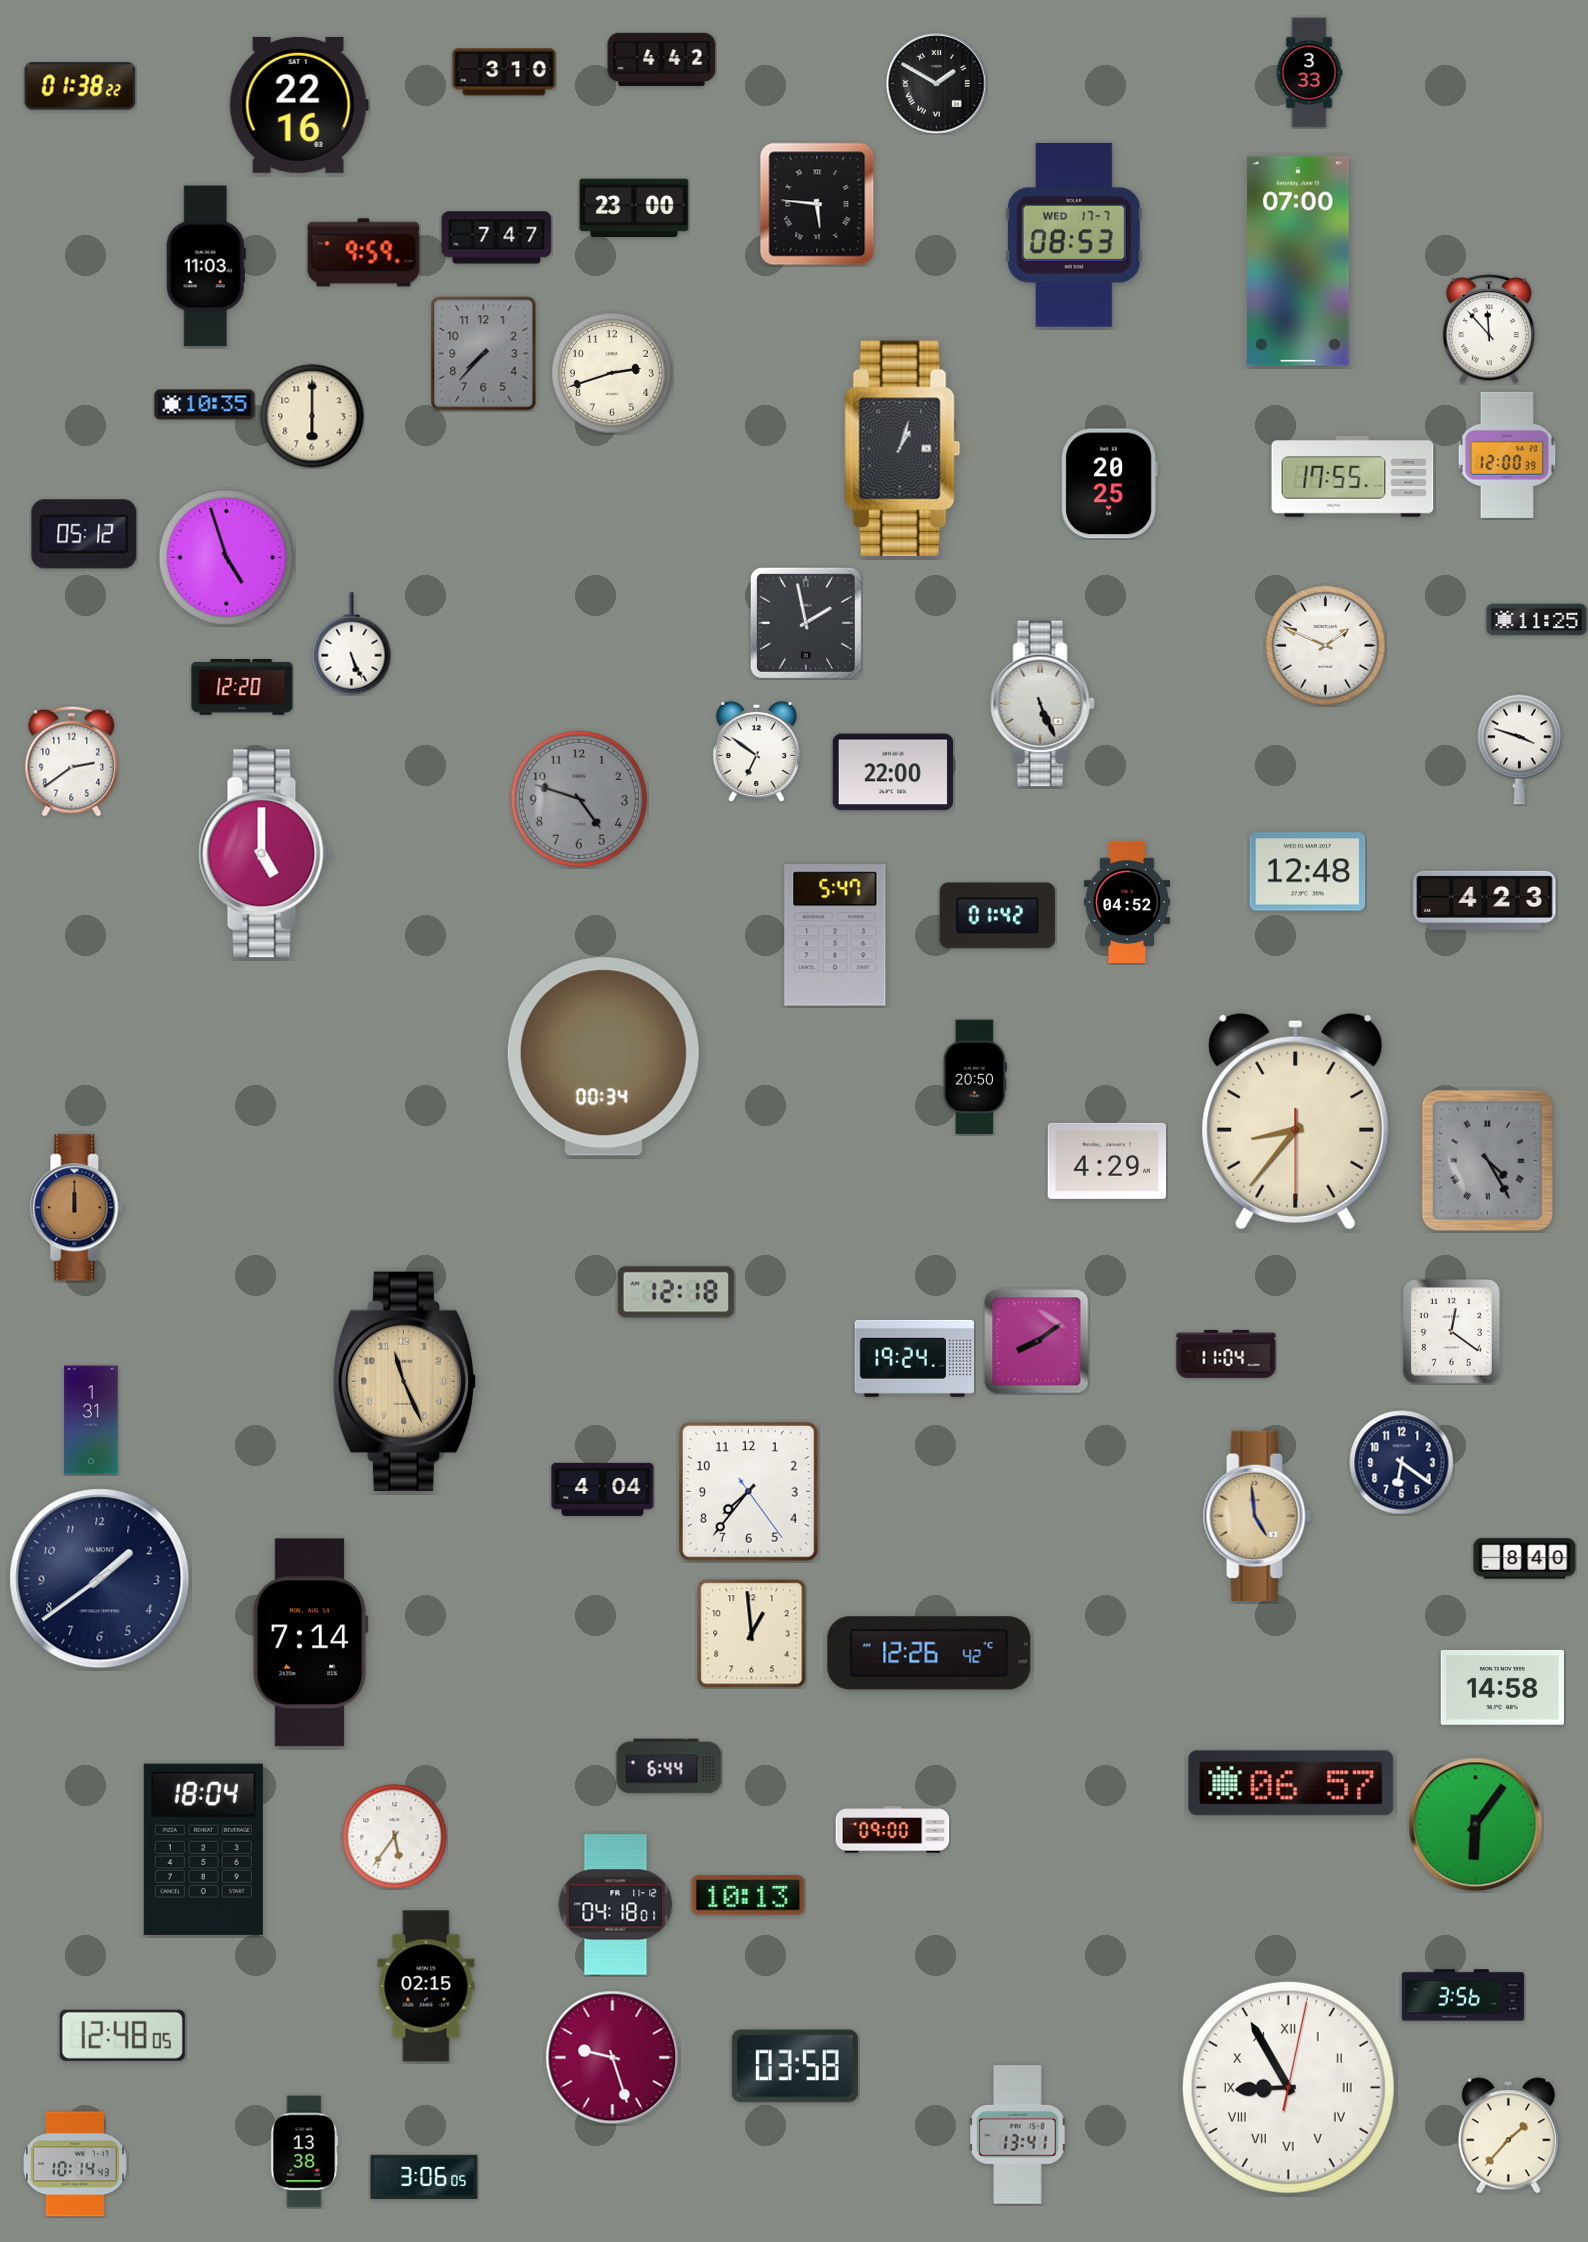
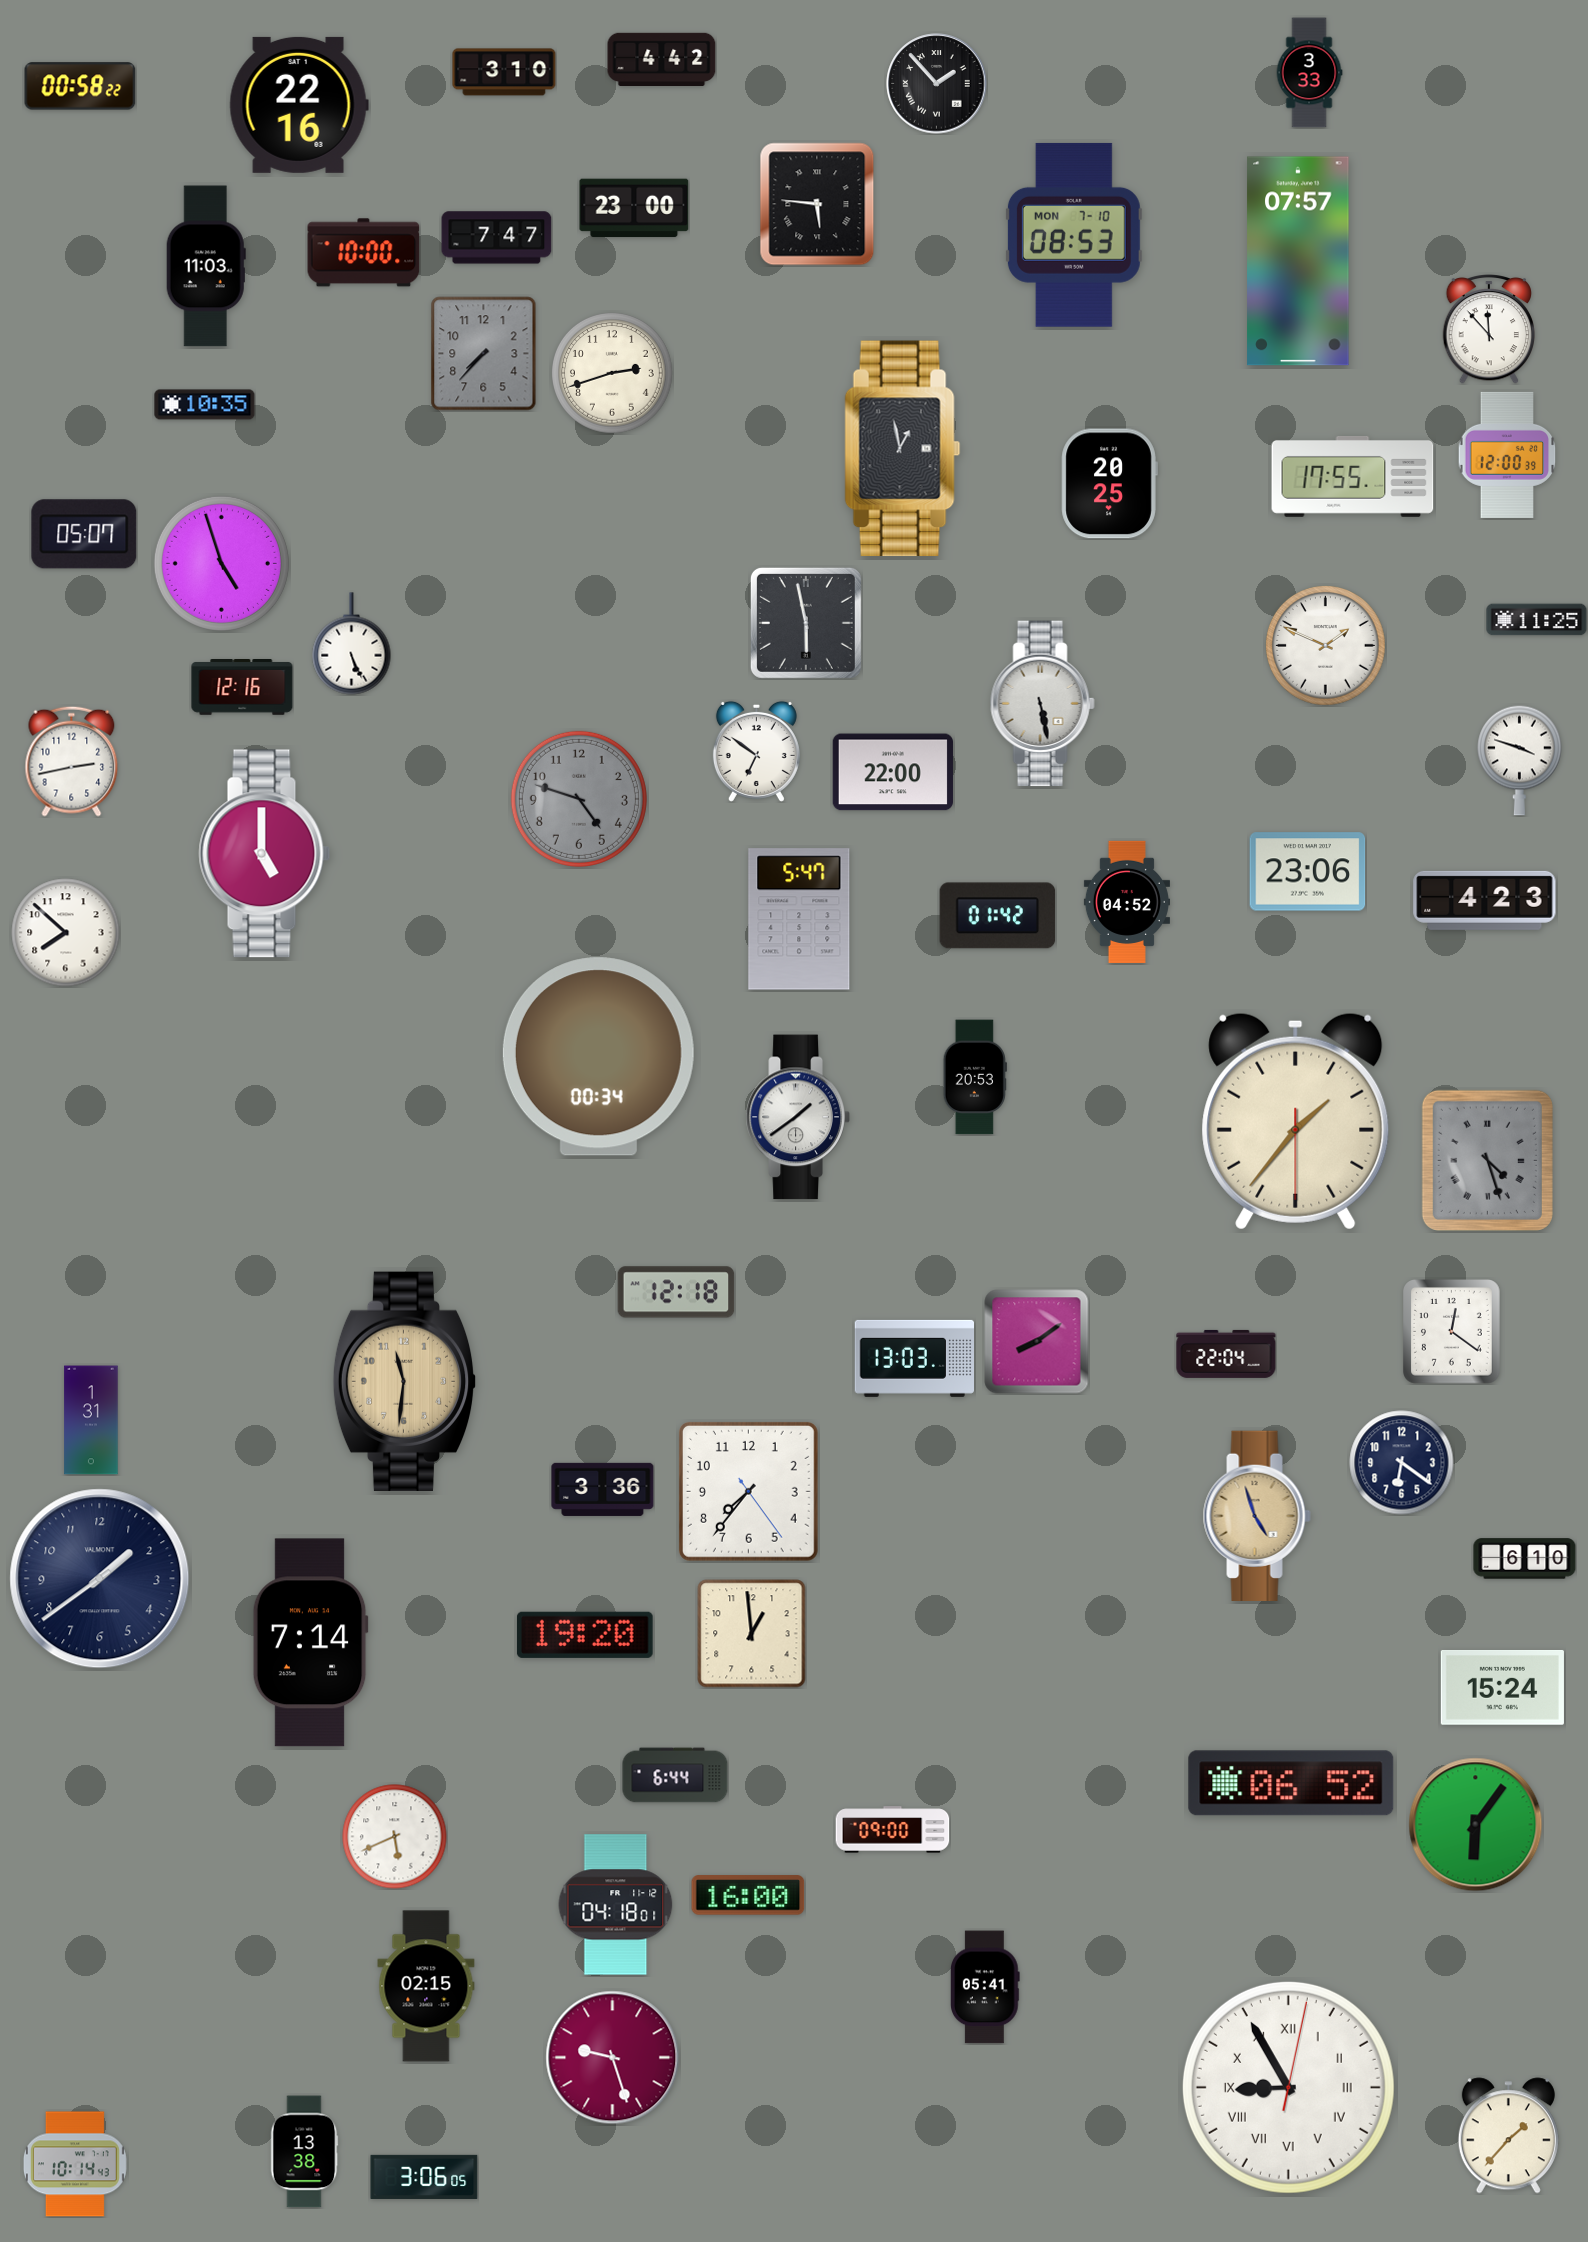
clock at (937, 84): 1:50 -> 1:53
clock at (80, 86): 01:38 -> 00:58
clock at (1074, 235) date: WED 17-7 -> MON 7-10
clock at (364, 253): 9:59 -> 10:00
clock at (1298, 261): 07:00 -> 07:57
clock at (312, 416): 6:00 -> none
clock at (903, 449): 1:03 -> 12:58
clock at (84, 534): 05:12 -> 05:07
clock at (226, 557) position: (226, 557) -> (221, 563)
clock at (806, 623): 1:58 -> 5:58
clock at (242, 687): 12:20 -> 12:16
clock at (1042, 704): 5:26 -> 5:28
clock at (1520, 749) position: (1520, 749) -> (1520, 760)
clock at (72, 761): 2:39 -> 2:43
clock at (1308, 872): 12:48 -> 23:06
clock at (66, 933): none -> 7:52
clock at (835, 935) position: (835, 935) -> (799, 919)
clock at (603, 1057) position: (603, 1057) -> (598, 1057)
clock at (975, 1077): 20:50 -> 20:53
clock at (798, 1117): none -> 1:39
clock at (1296, 1121): 8:36 -> 1:36
clock at (1487, 1160): 4:25 -> 4:27
clock at (1107, 1161): 4:29 -> none
clock at (77, 1208): 12:00 -> none
clock at (1226, 1354): 11:04 -> 22:04
clock at (914, 1358): 19:24 -> 13:03
clock at (405, 1381): 11:26 -> 11:31
clock at (603, 1489): 4:04 -> 3:36
clock at (1257, 1516): 4:59 -> 4:57
clock at (1525, 1559): 8:40 -> 6:10
clock at (585, 1635): none -> 19:20
clock at (929, 1653): 12:26 -> none
clock at (1502, 1687): 14:58 -> 15:24
clock at (669, 1766) position: (669, 1766) -> (675, 1775)
clock at (1291, 1783): 06:57 -> 06:52
clock at (395, 1837): 5:36 -> 5:41
clock at (203, 1849): 18:04 -> none
clock at (748, 1895): 10:13 -> 16:00
clock at (986, 1987): none -> 05:41
clock at (1462, 1995): 3:56 -> none
clock at (122, 2035): 12:48 -> none
clock at (795, 2066): 03:58 -> none
clock at (1018, 2135): 13:41 -> none
